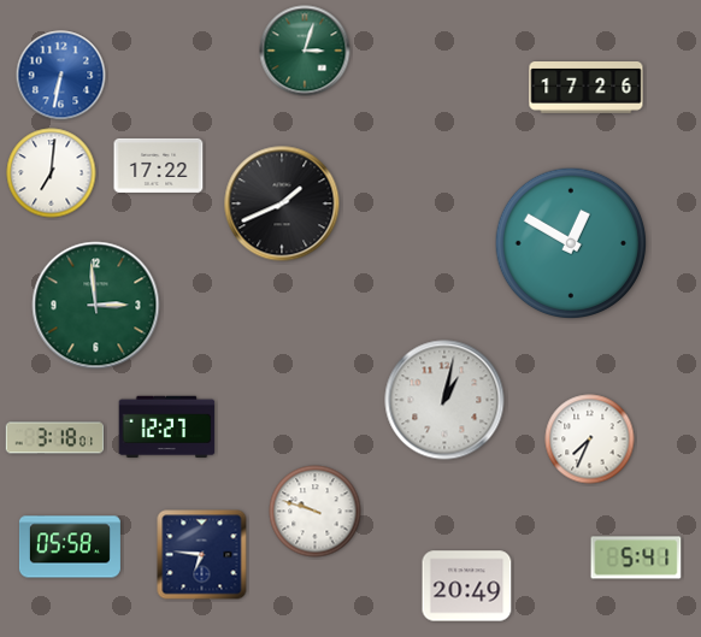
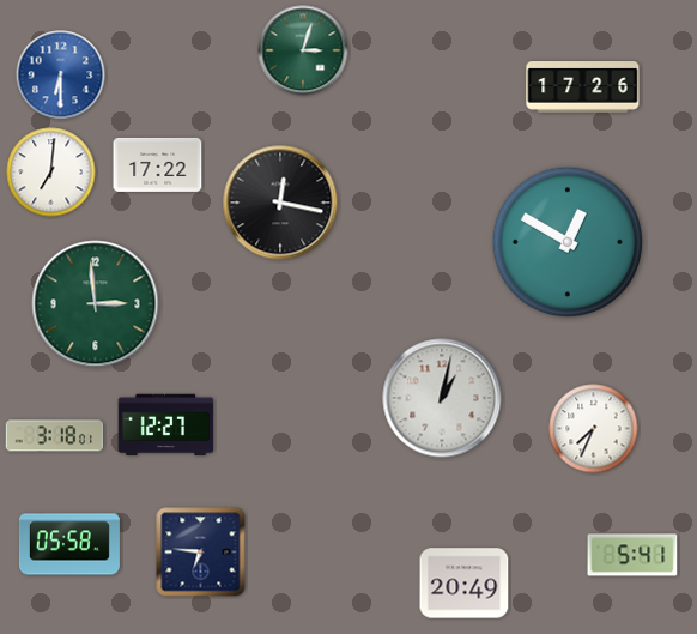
clock at (61, 76): 6:32 -> 6:30
clock at (282, 204): 1:41 -> 12:17
clock at (590, 440) position: (590, 440) -> (594, 429)
clock at (316, 512): 9:48 -> none
